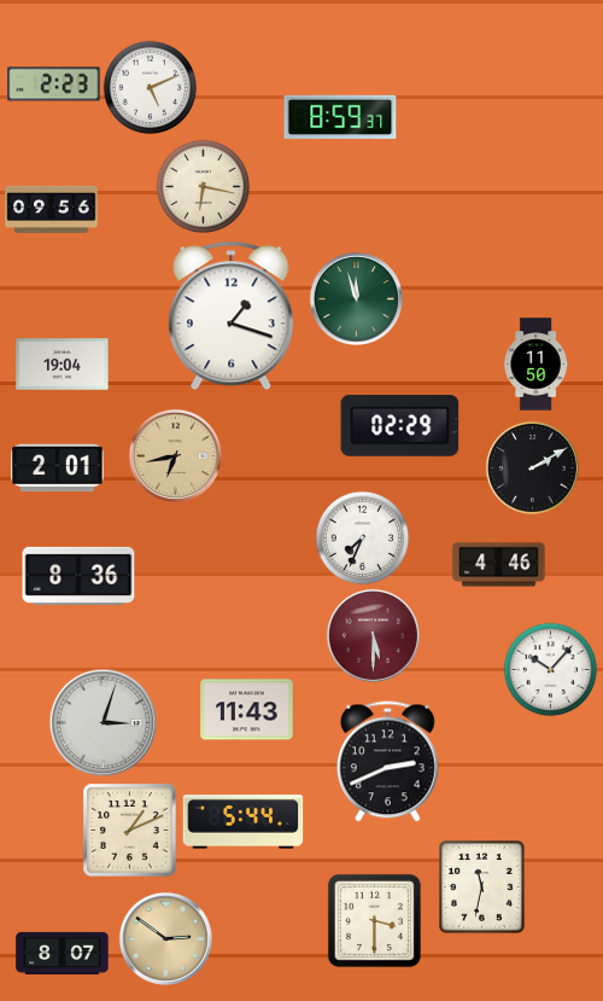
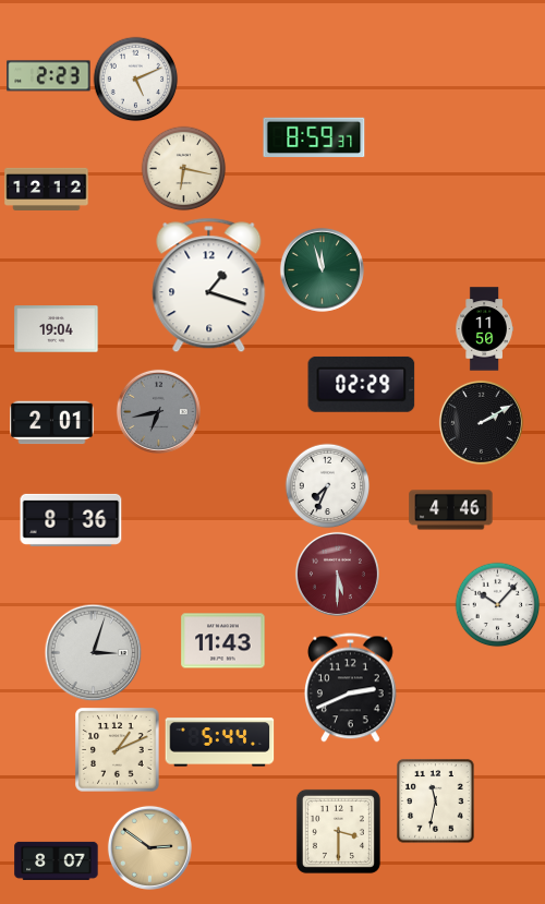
clock at (340, 117) position: (340, 117) -> (314, 137)
clock at (52, 209): 09:56 -> 12:12
clock at (175, 455) dial: champagne -> grey
